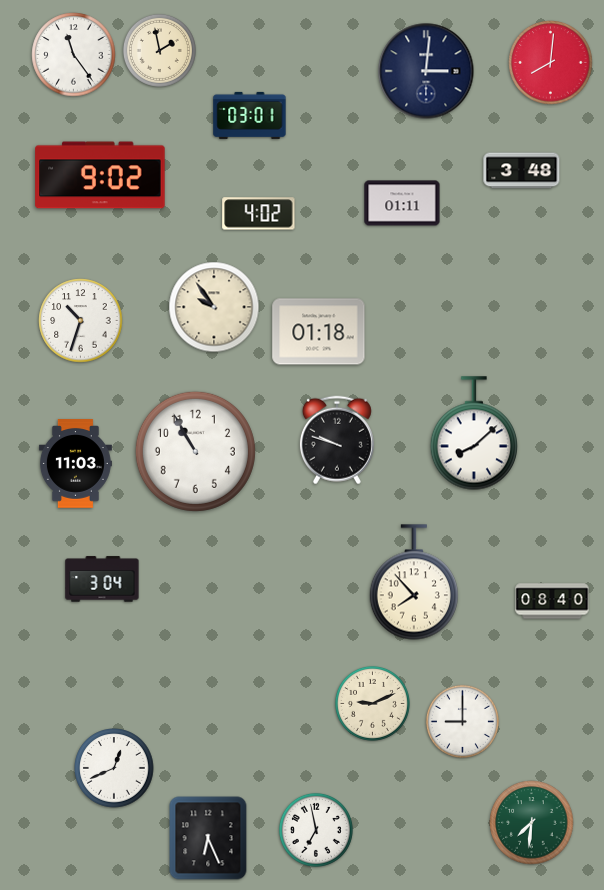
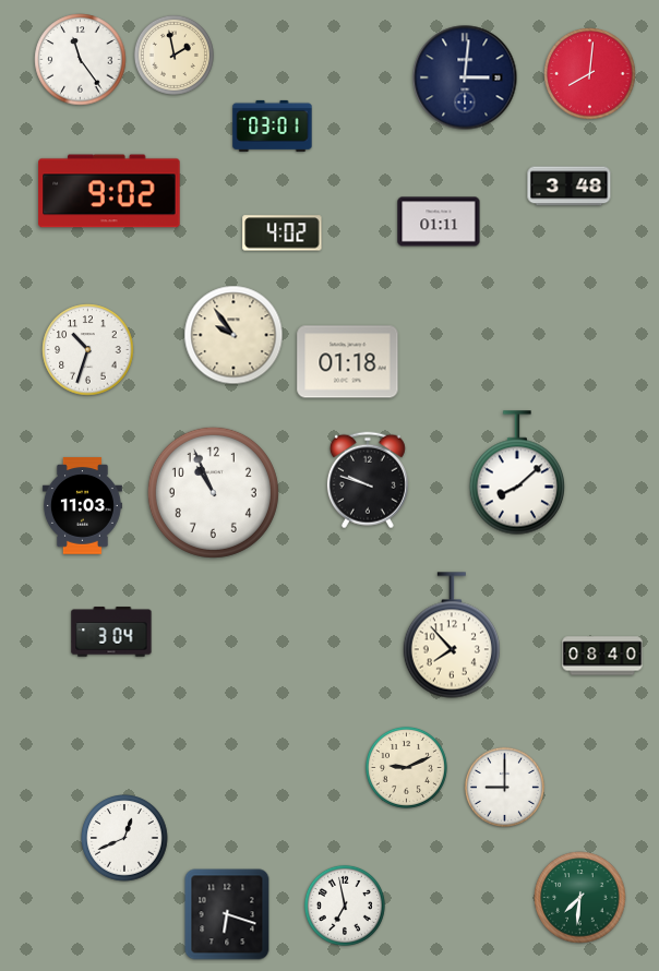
clock at (551, 63) position: (551, 63) -> (590, 74)
clock at (195, 451): 10:55 -> 10:56
clock at (208, 838): 6:26 -> 6:18
